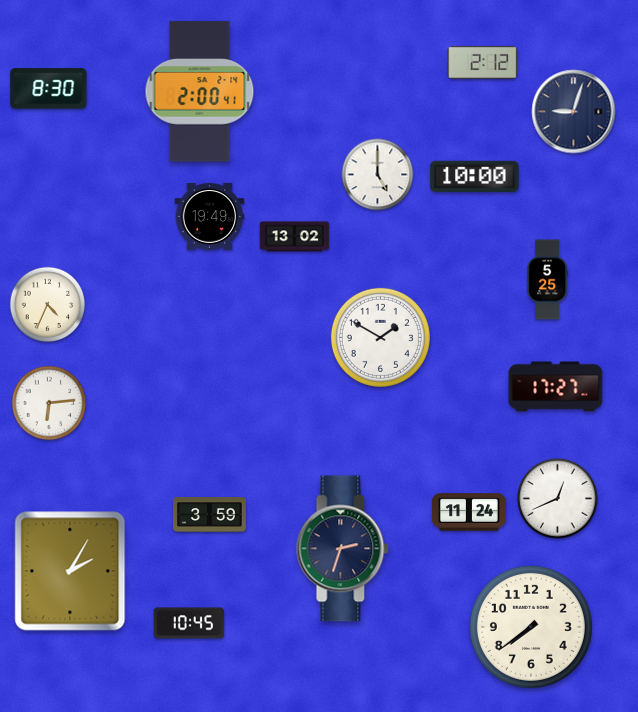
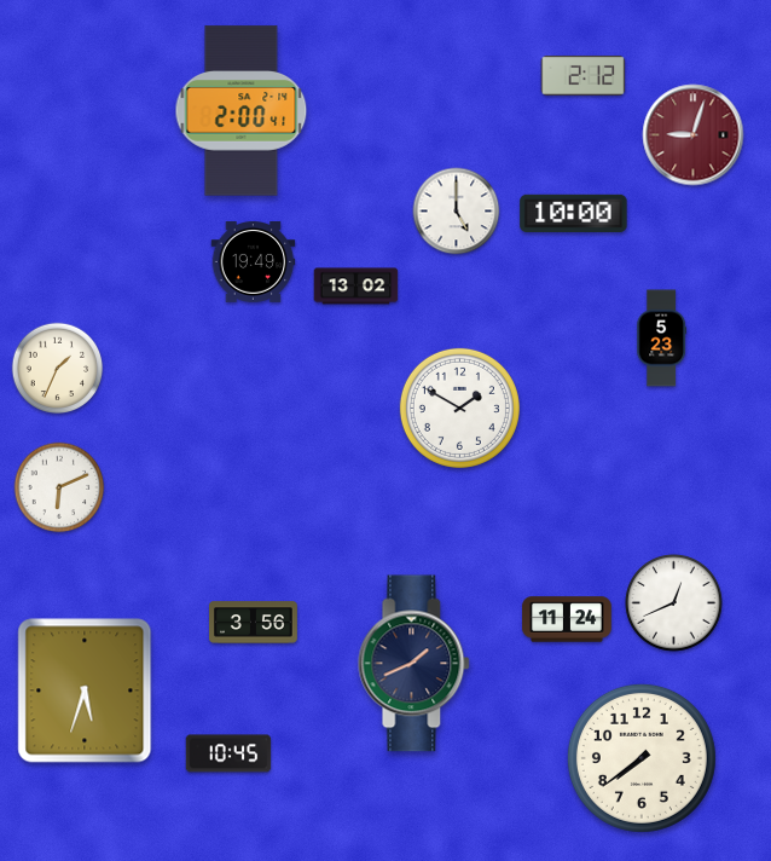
clock at (49, 89): 8:30 -> none
clock at (574, 112) dial: navy -> burgundy
clock at (547, 280): 5:25 -> 5:23
clock at (48, 305): 4:34 -> 1:34
clock at (556, 387): 17:27 -> none
clock at (49, 403): 6:14 -> 6:11
clock at (210, 515): 3:59 -> 3:56
clock at (343, 549): 2:33 -> 1:41
clock at (70, 571): 2:05 -> 5:33
